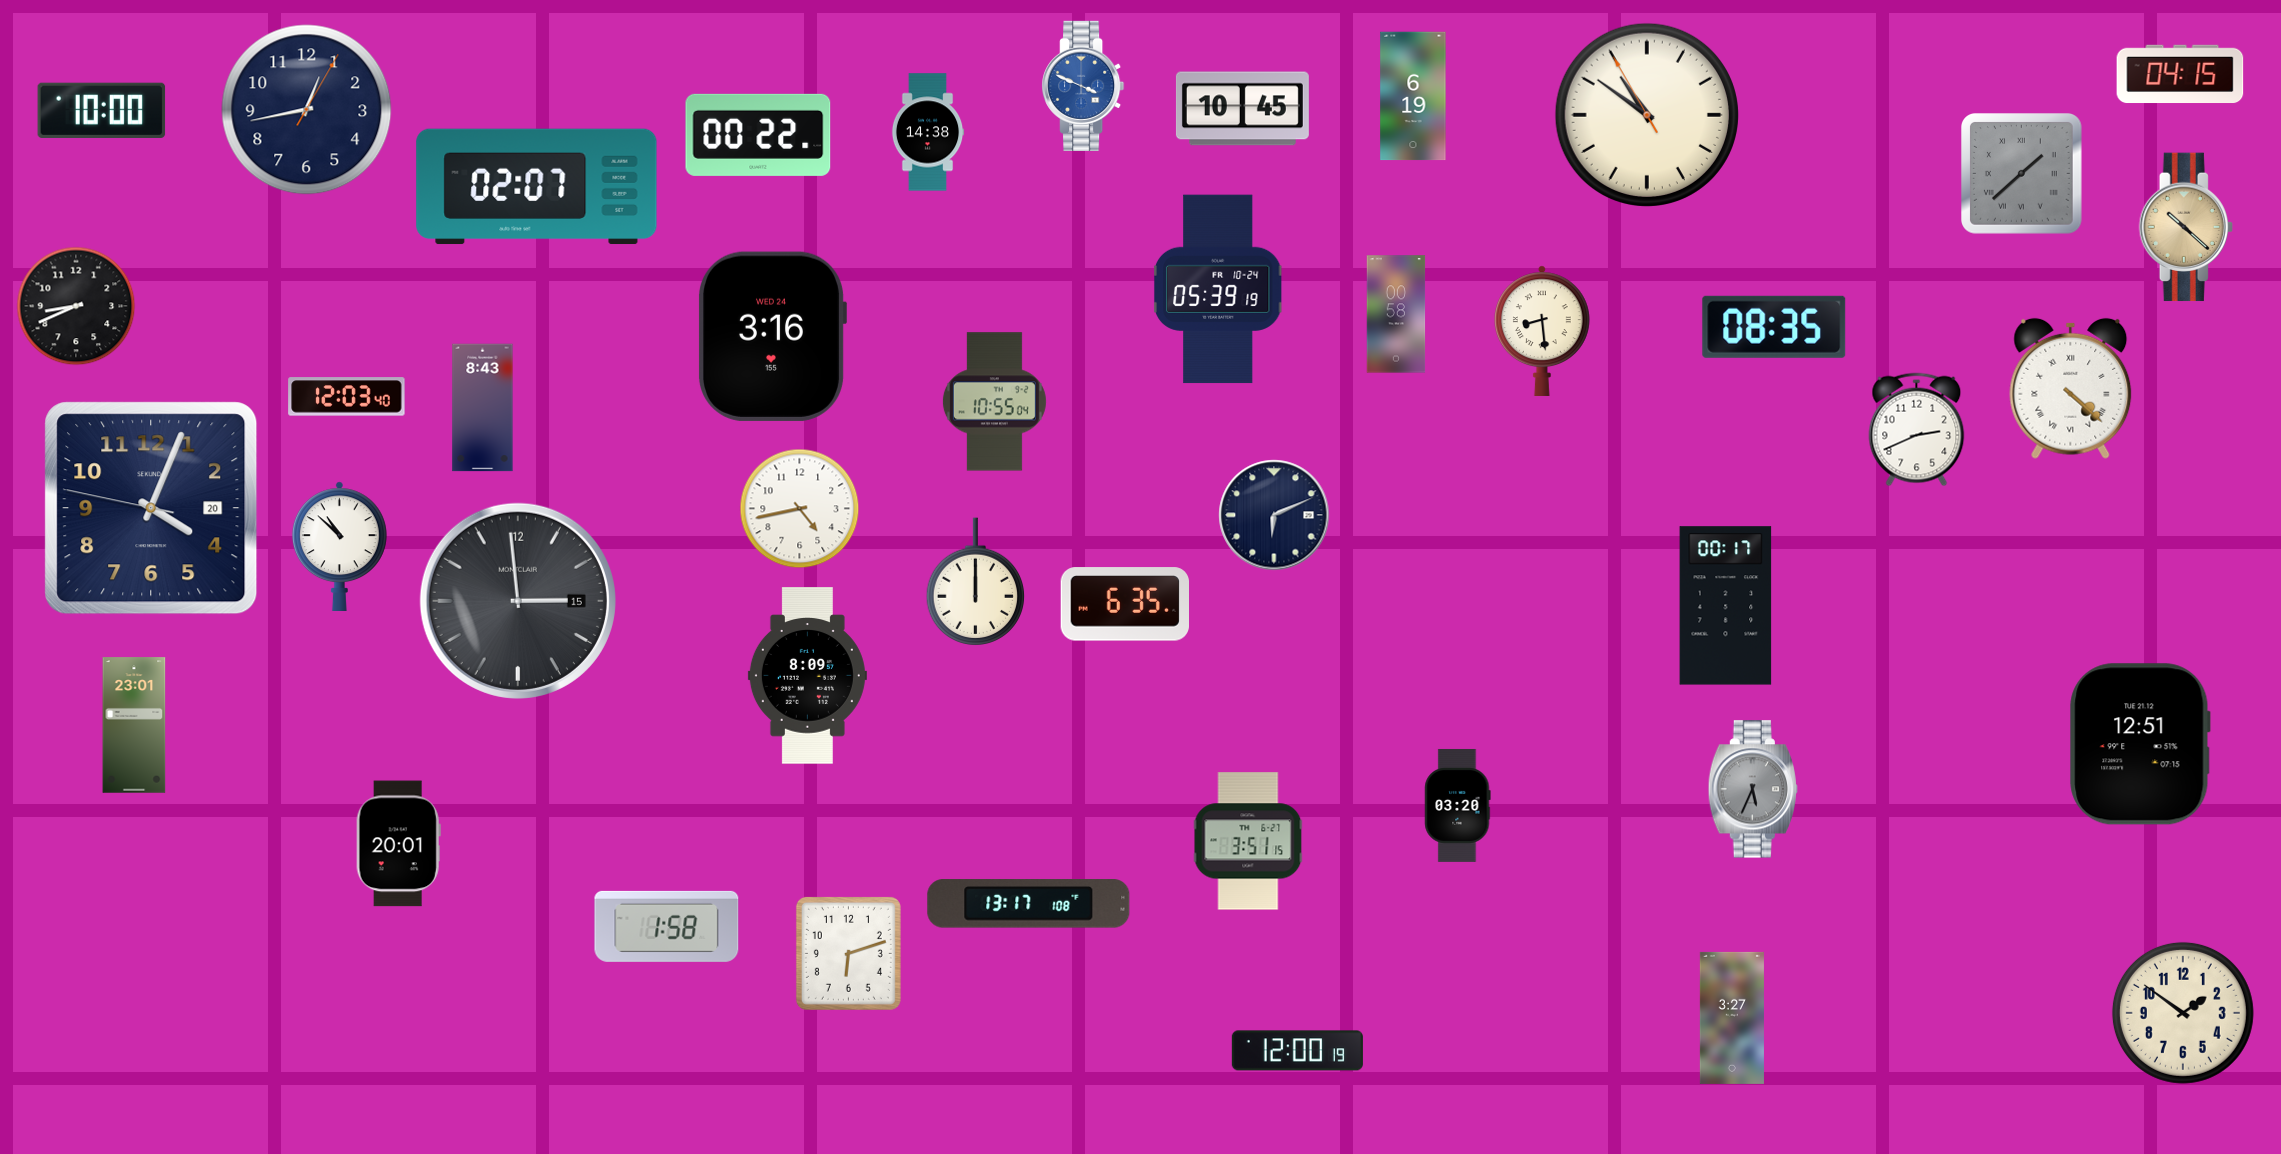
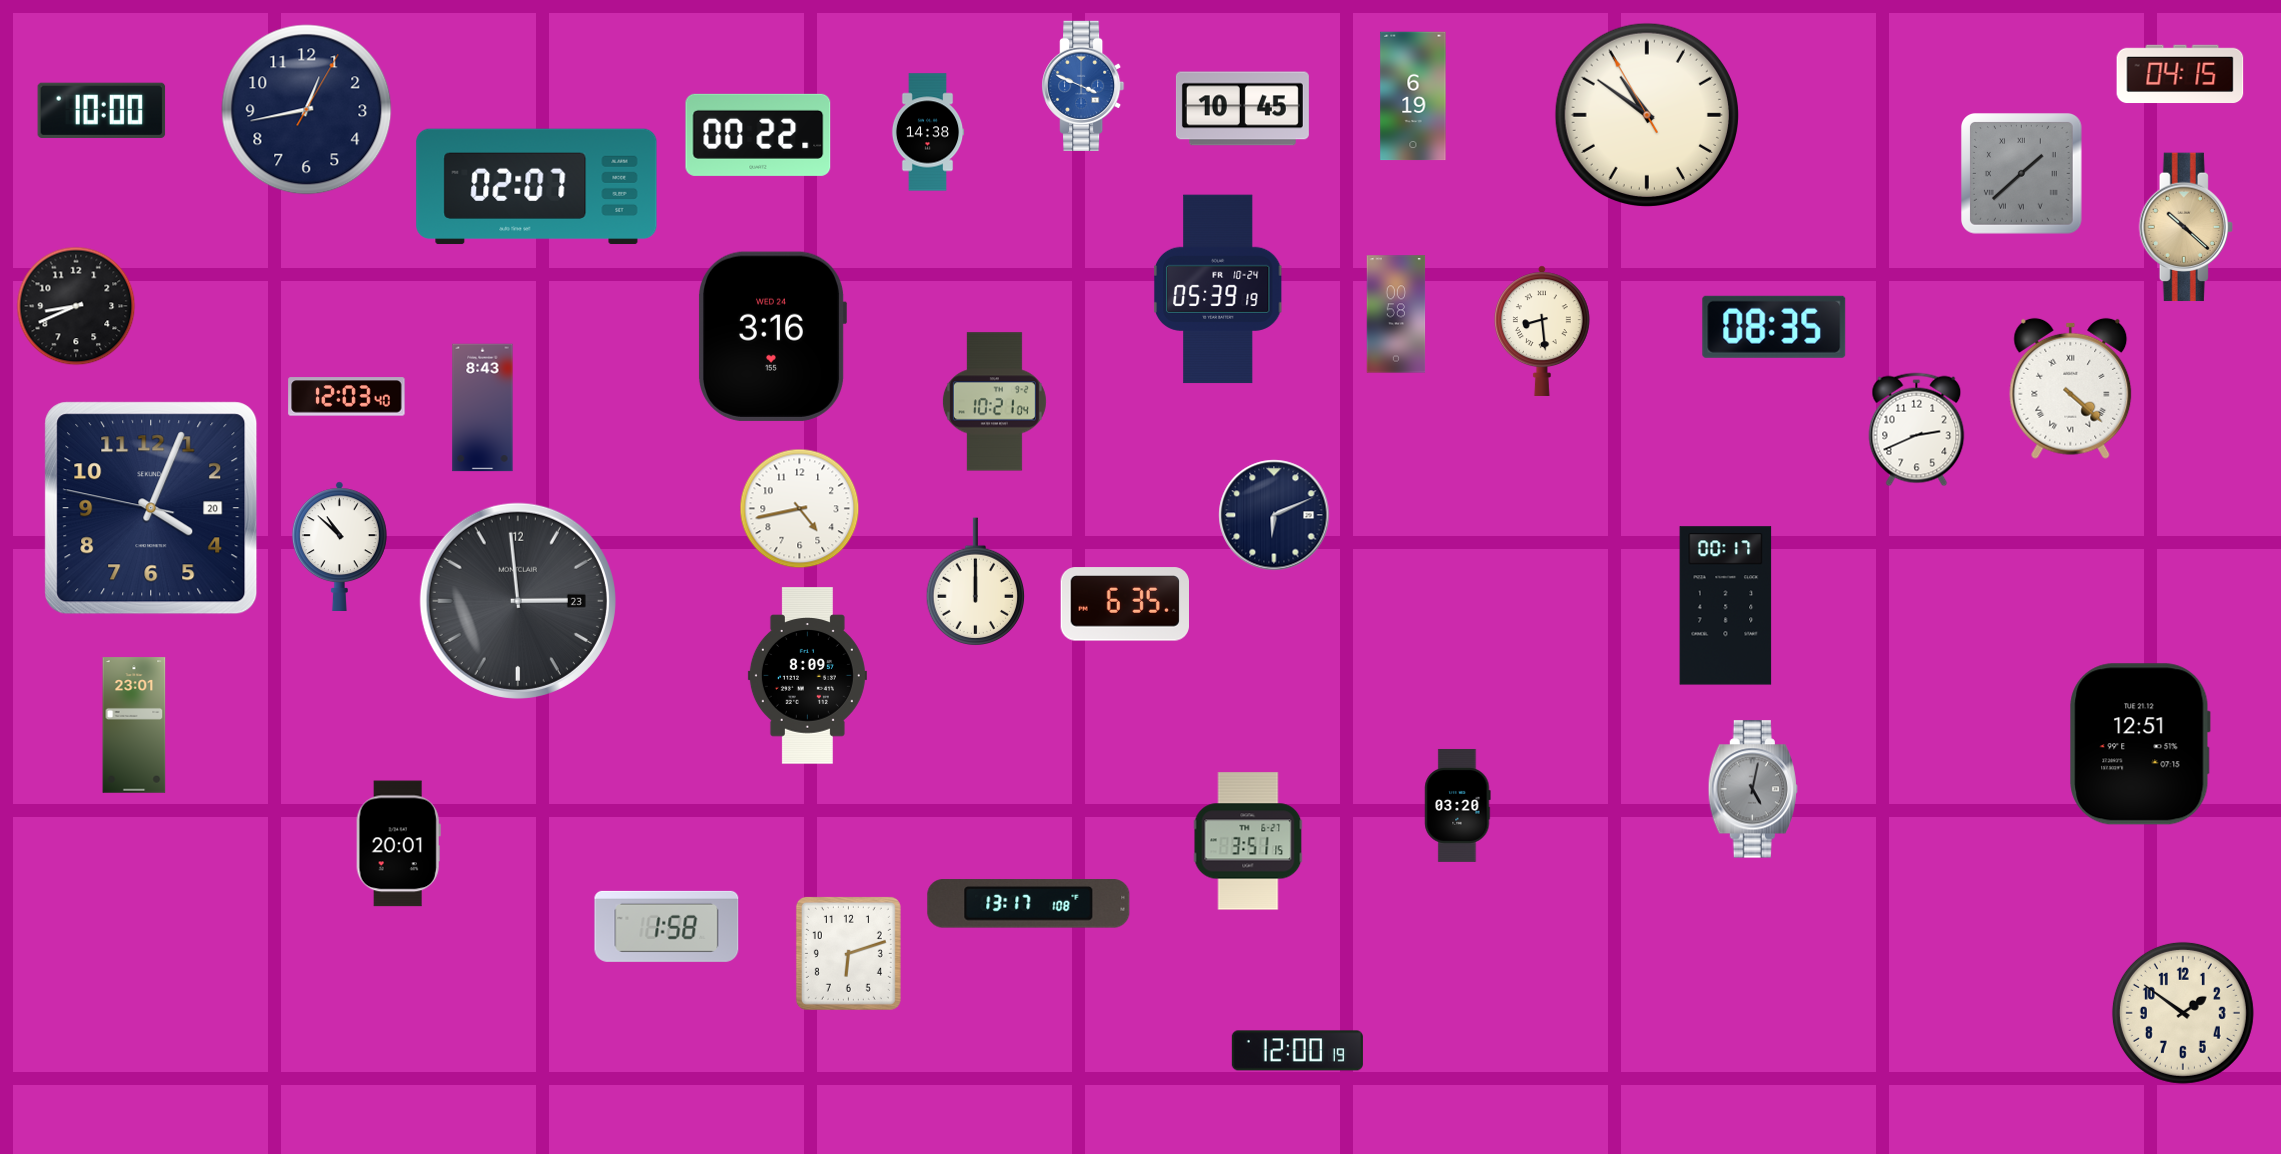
clock at (994, 402): 10:55 -> 10:21
clock at (518, 601) date: 15 -> 23
clock at (1753, 789): 5:34 -> 5:02
clock at (1732, 1018): 3:27 -> none
